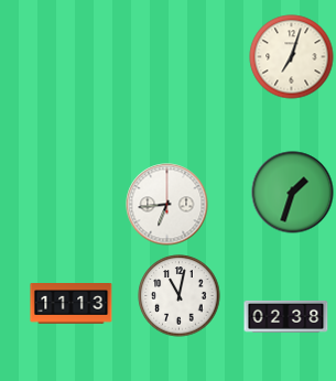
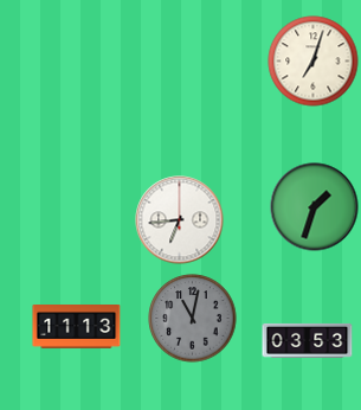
clock at (180, 296) dial: white -> grey
clock at (286, 316): 02:38 -> 03:53
